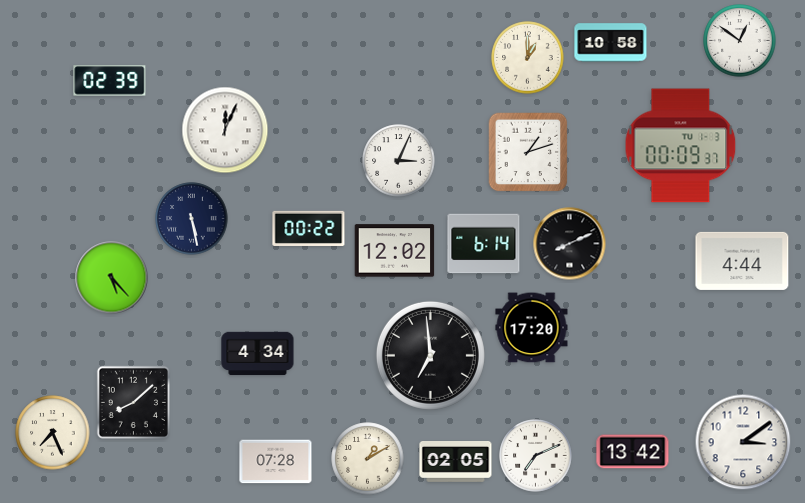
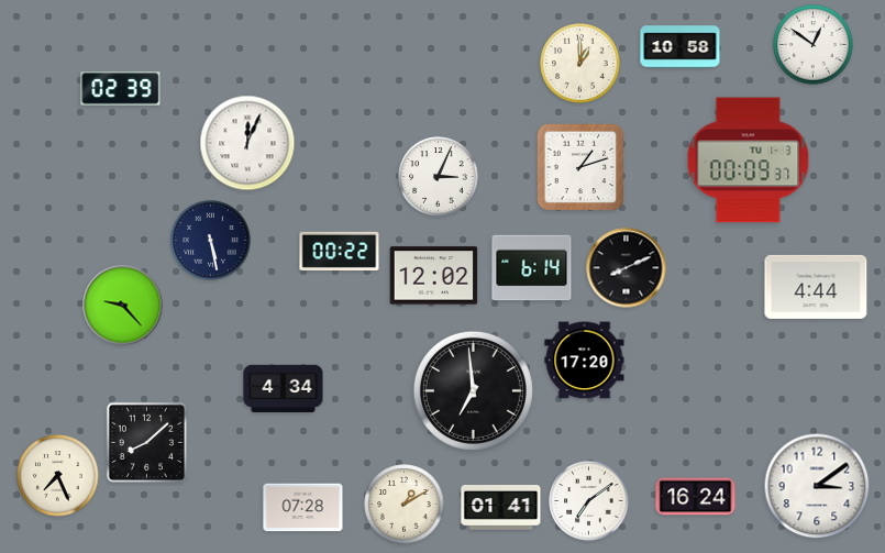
clock at (611, 43) position: (611, 43) -> (681, 47)
clock at (112, 278): 5:23 -> 9:23
clock at (633, 452): 13:42 -> 16:24
clock at (536, 456): 7:11 -> 7:09
clock at (456, 462): 02:05 -> 01:41
